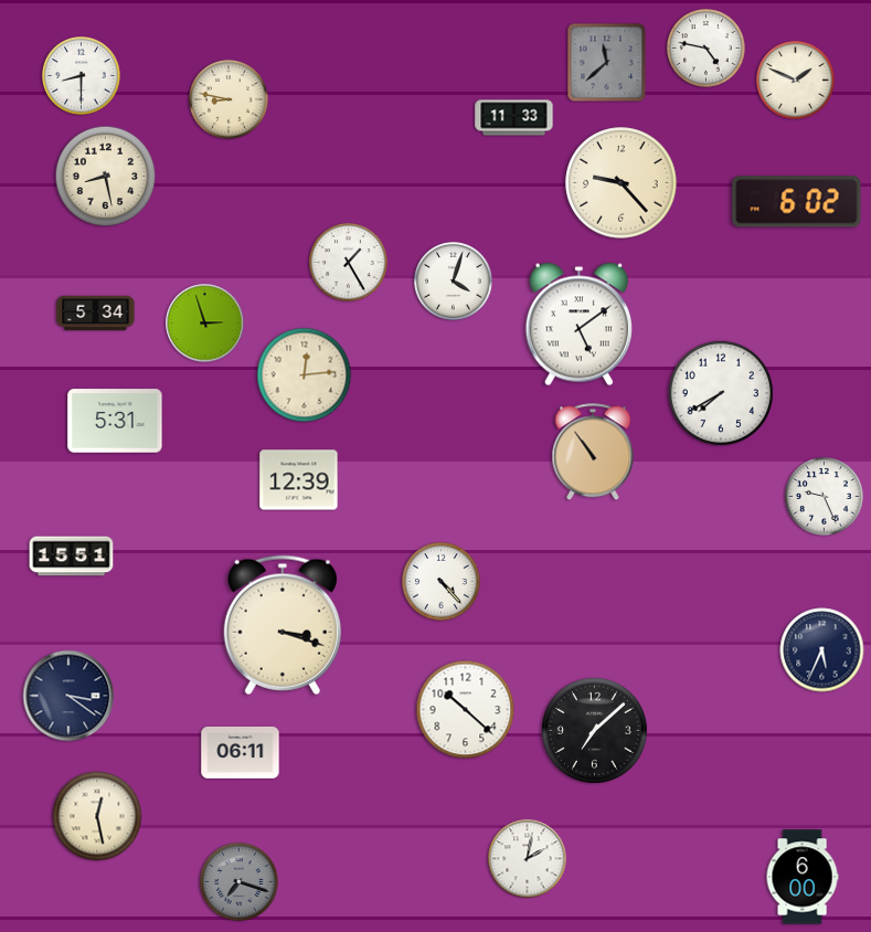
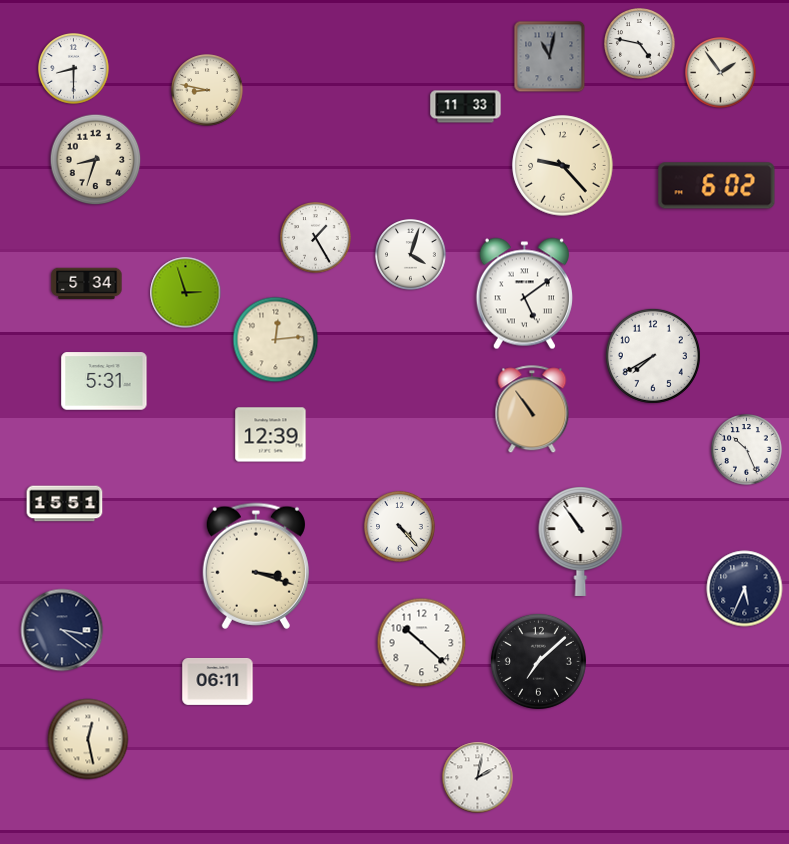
clock at (607, 63): 11:38 -> 11:02
clock at (796, 81): 1:49 -> 1:54
clock at (106, 177): 8:28 -> 8:33
clock at (797, 202) position: (797, 202) -> (717, 186)
clock at (593, 453) position: (593, 453) -> (532, 410)
clock at (825, 497): 9:26 -> 10:26
clock at (581, 542): none -> 10:54
clock at (803, 877): 6:00 -> none
clock at (240, 882): 7:18 -> none
